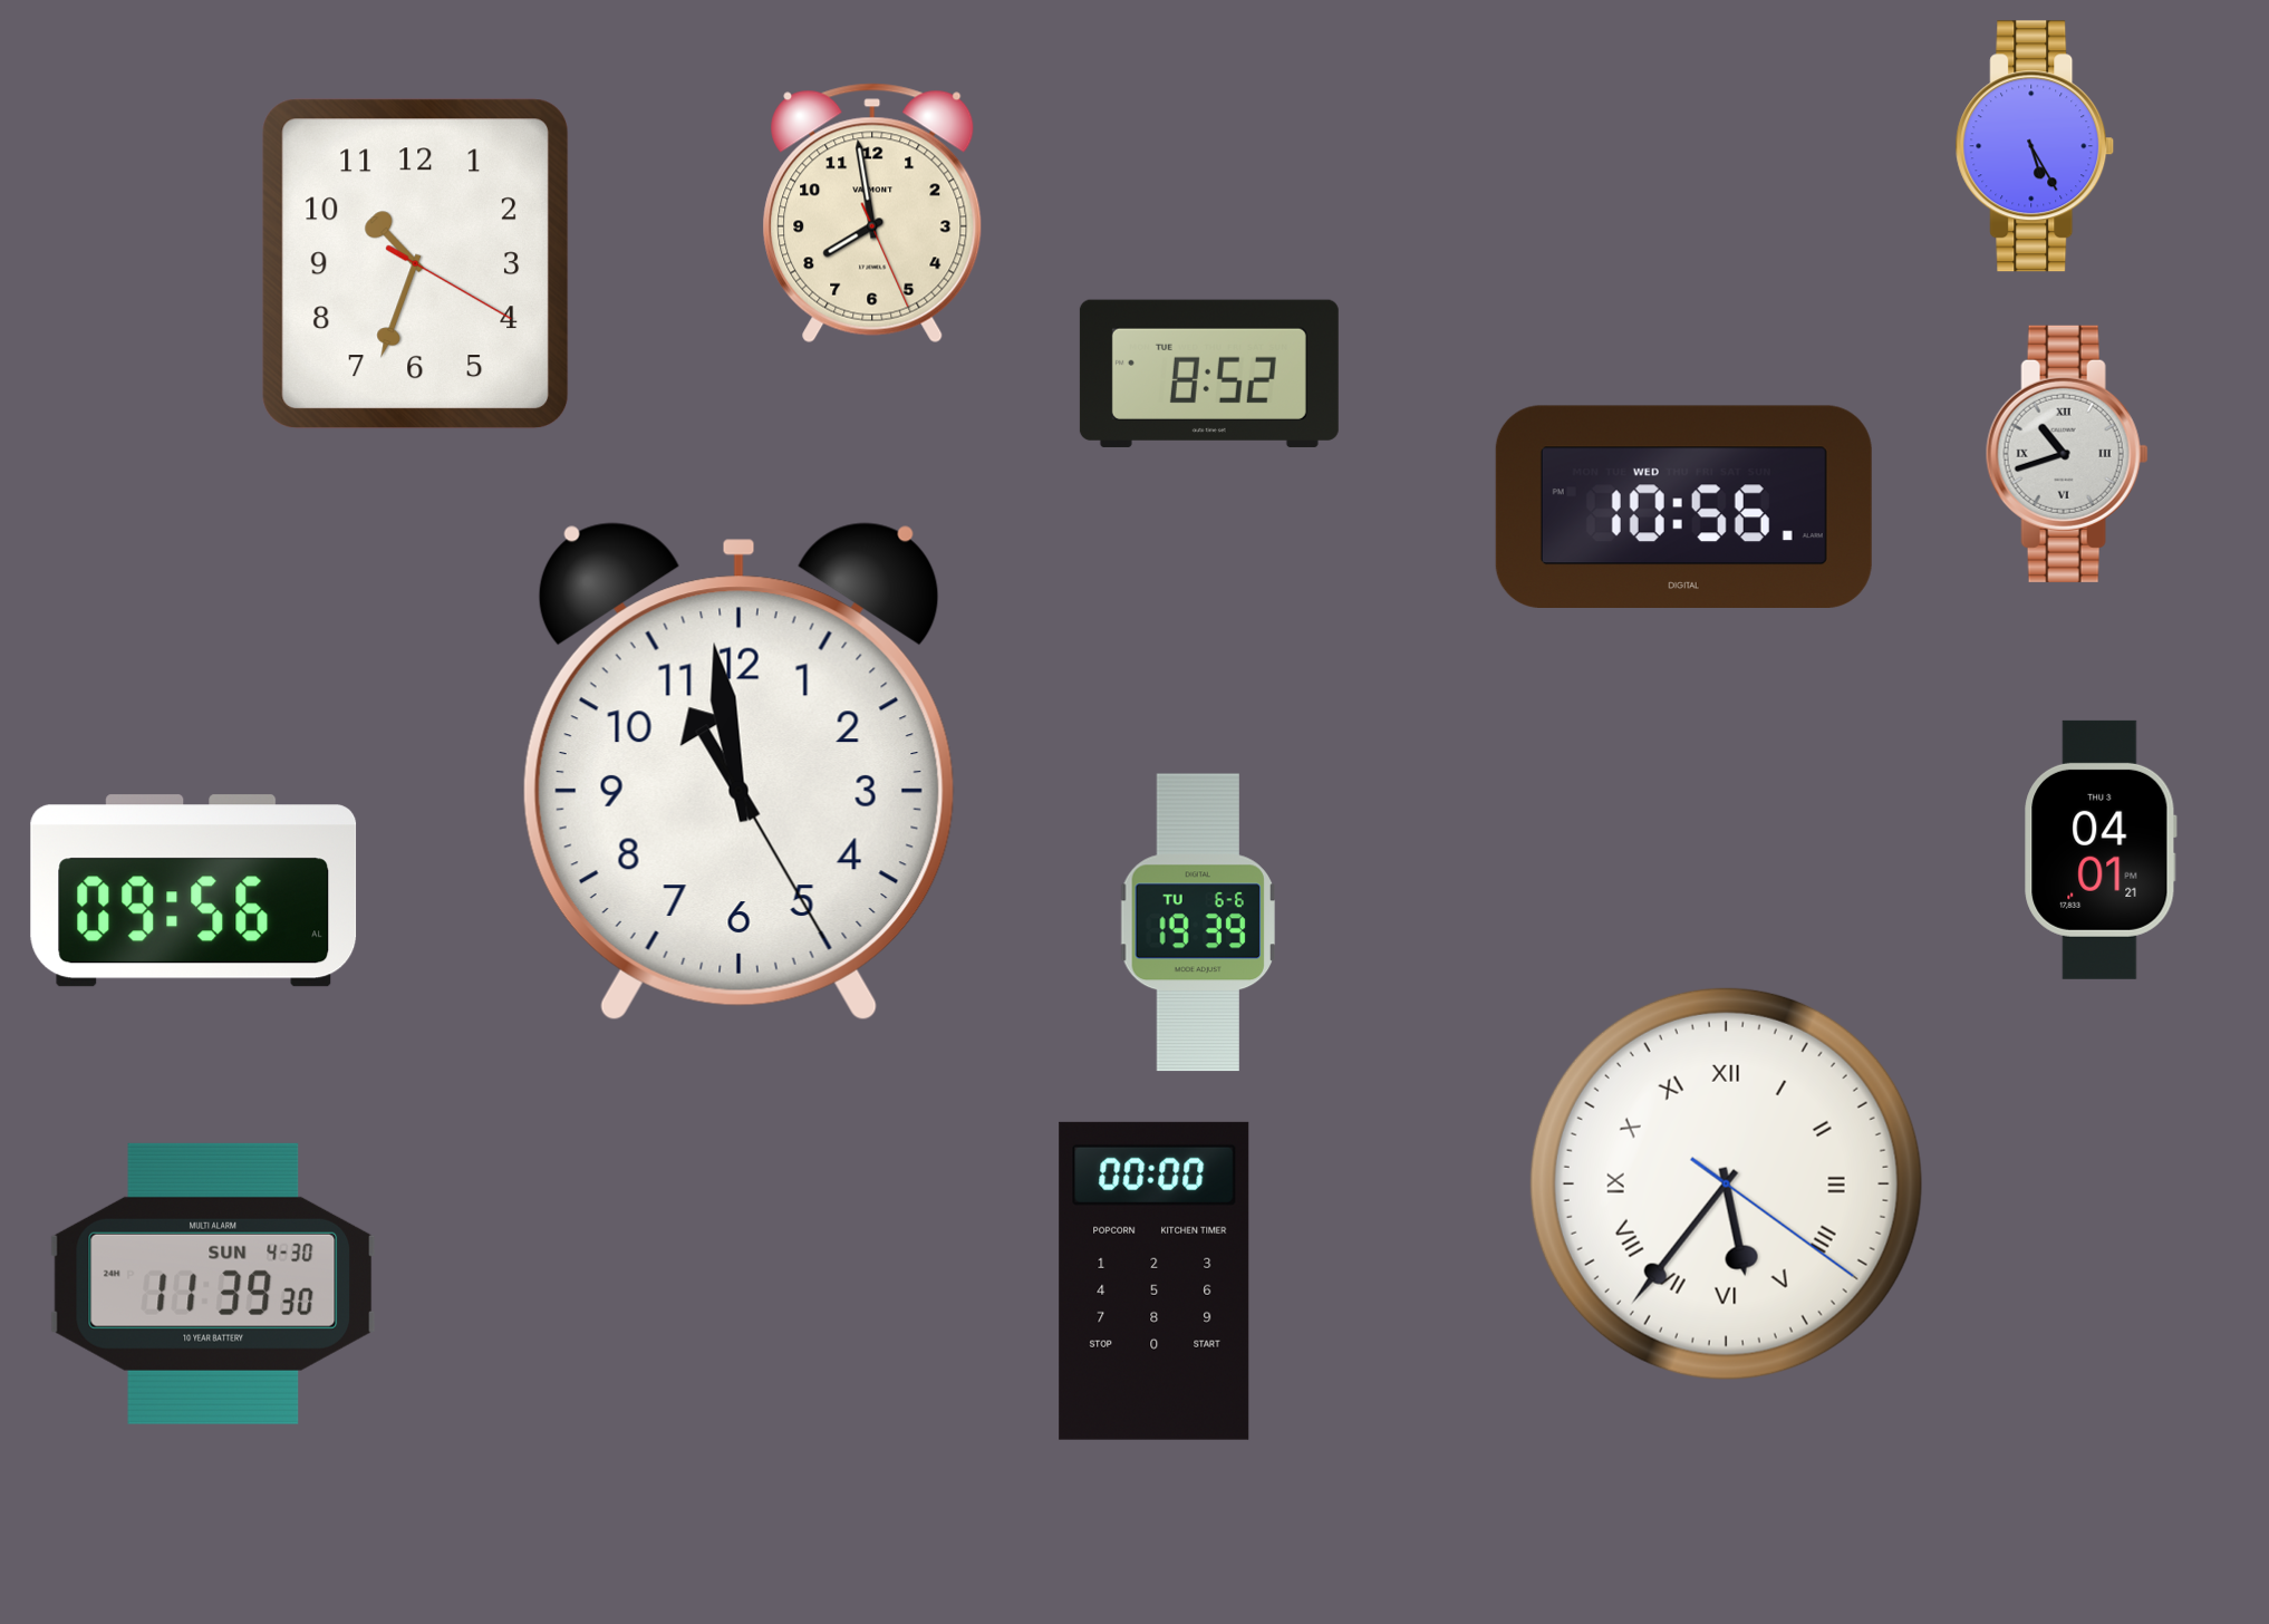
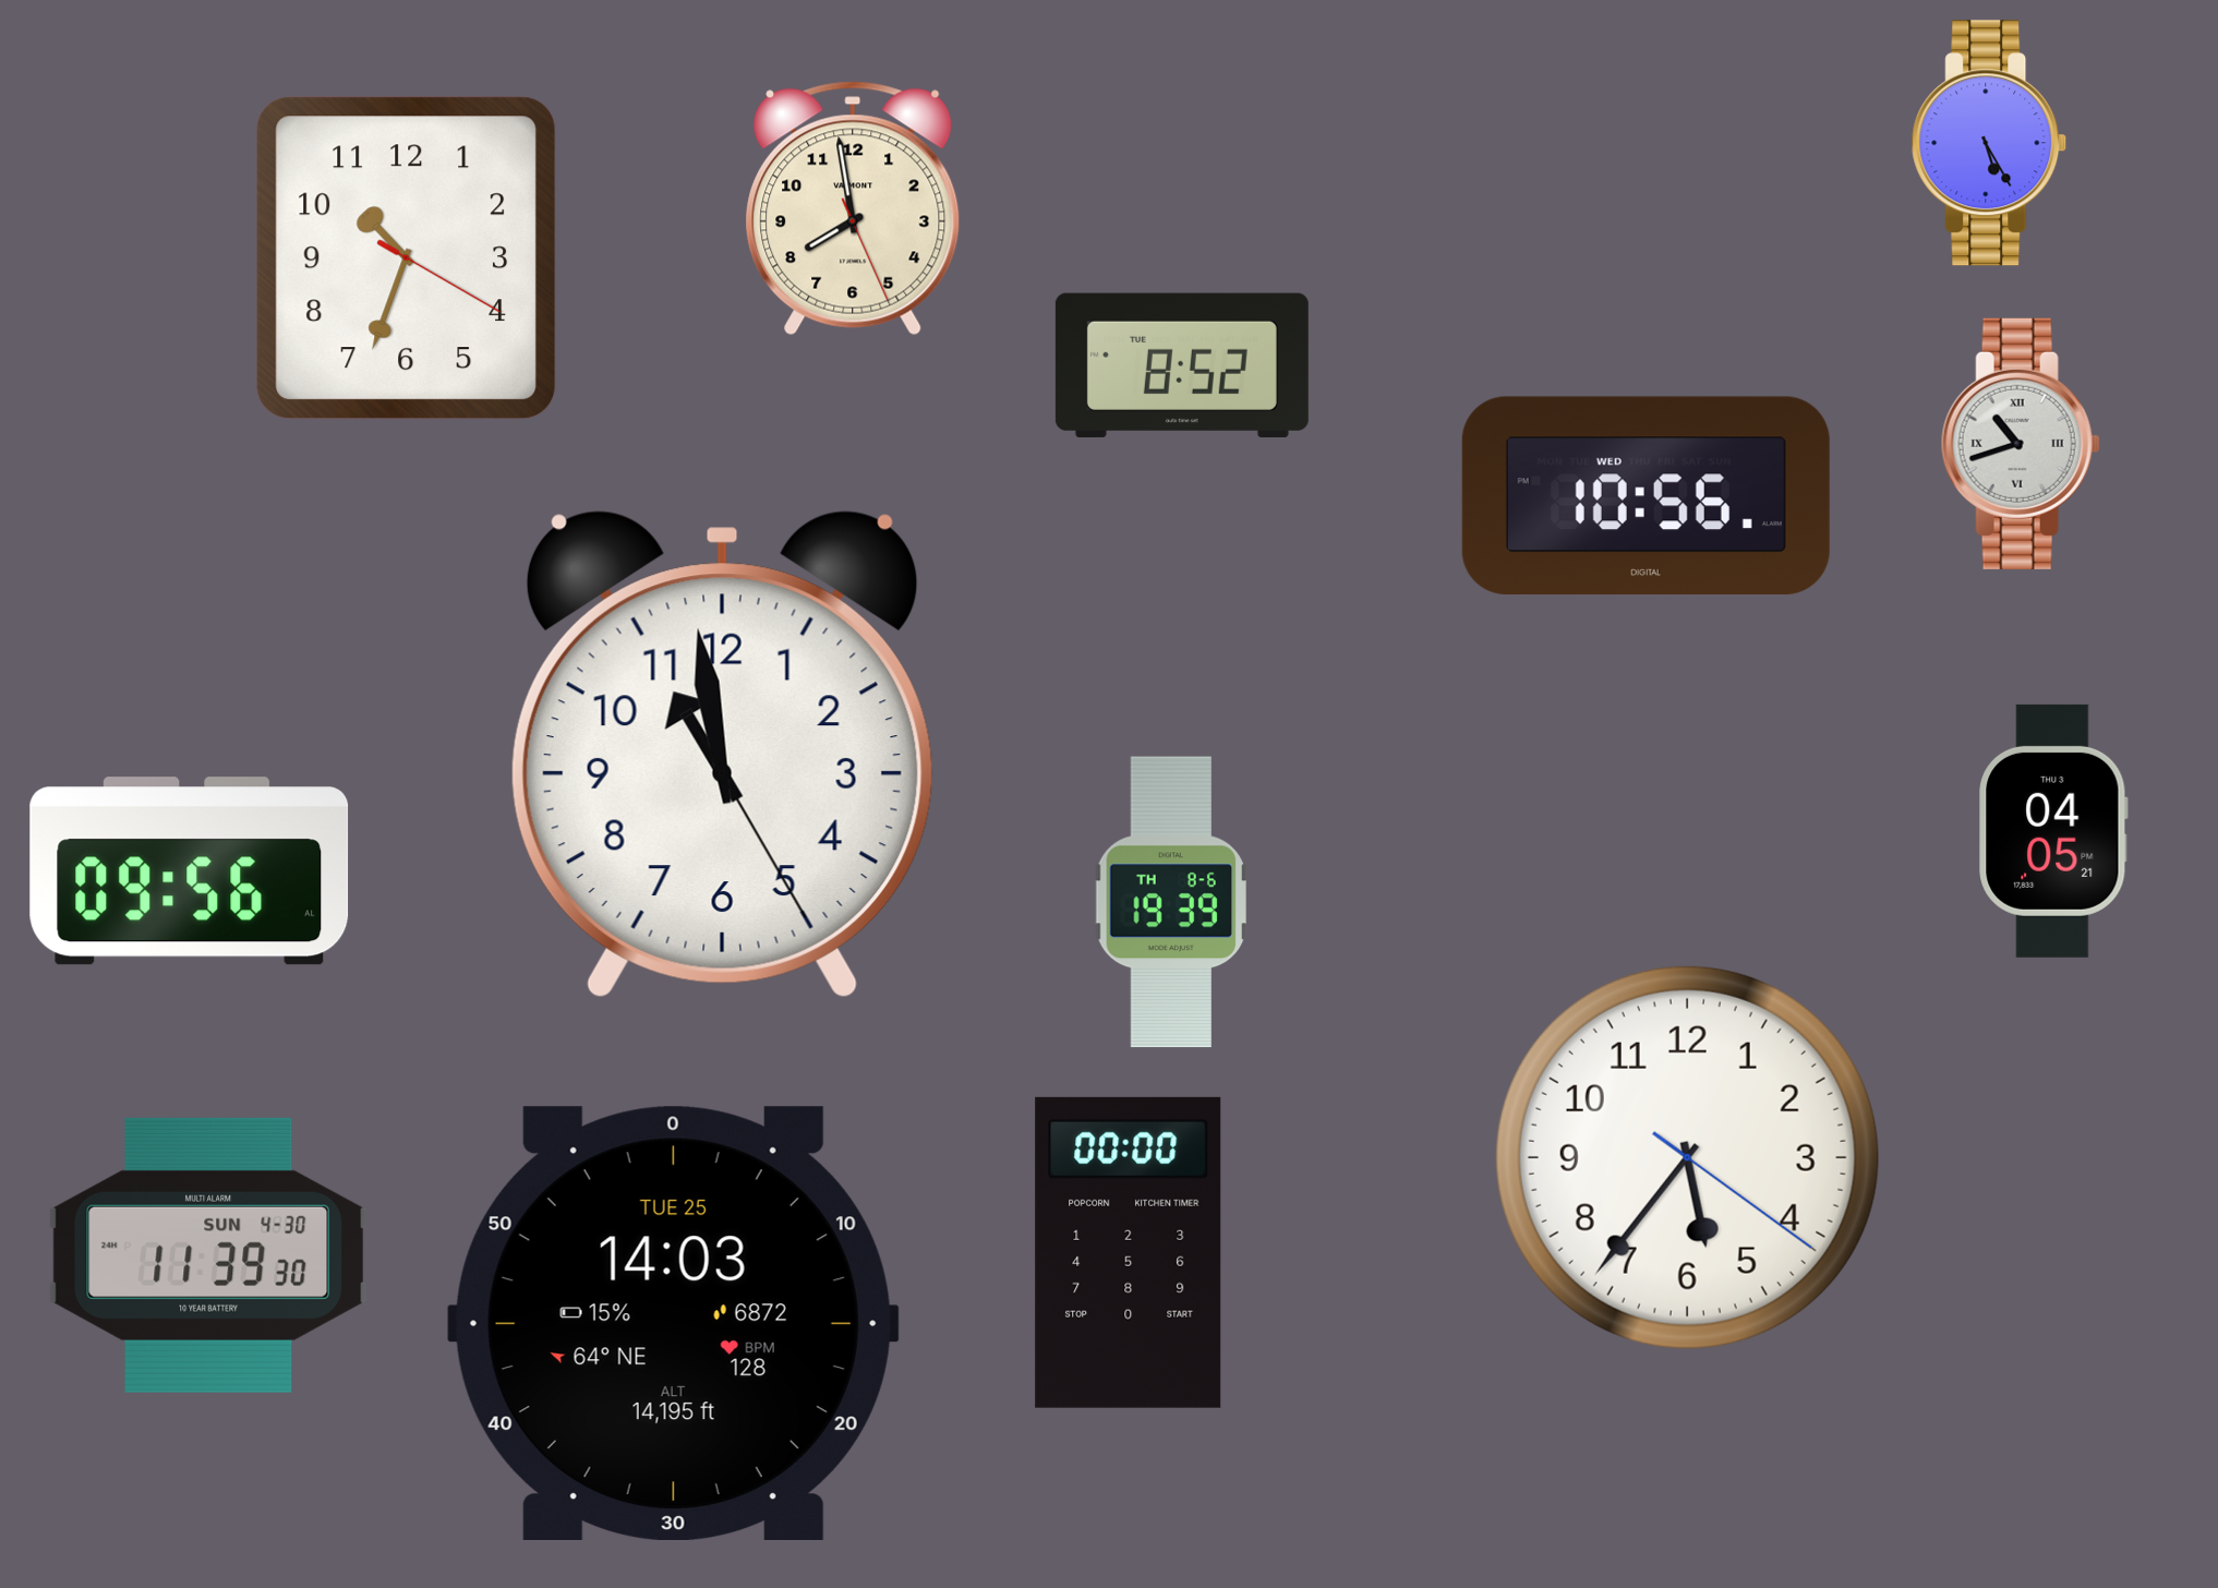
clock at (2101, 850): 04:01 -> 04:05
clock at (1197, 922) date: TU 6-6 -> TH 8-6
clock at (1726, 1183) numerals: Roman -> Arabic
clock at (673, 1323): none -> 14:03
